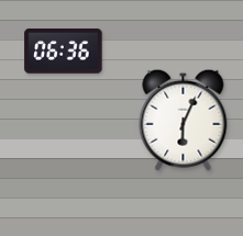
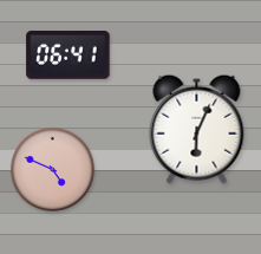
clock at (64, 50): 06:36 -> 06:41
clock at (52, 169): none -> 4:49
